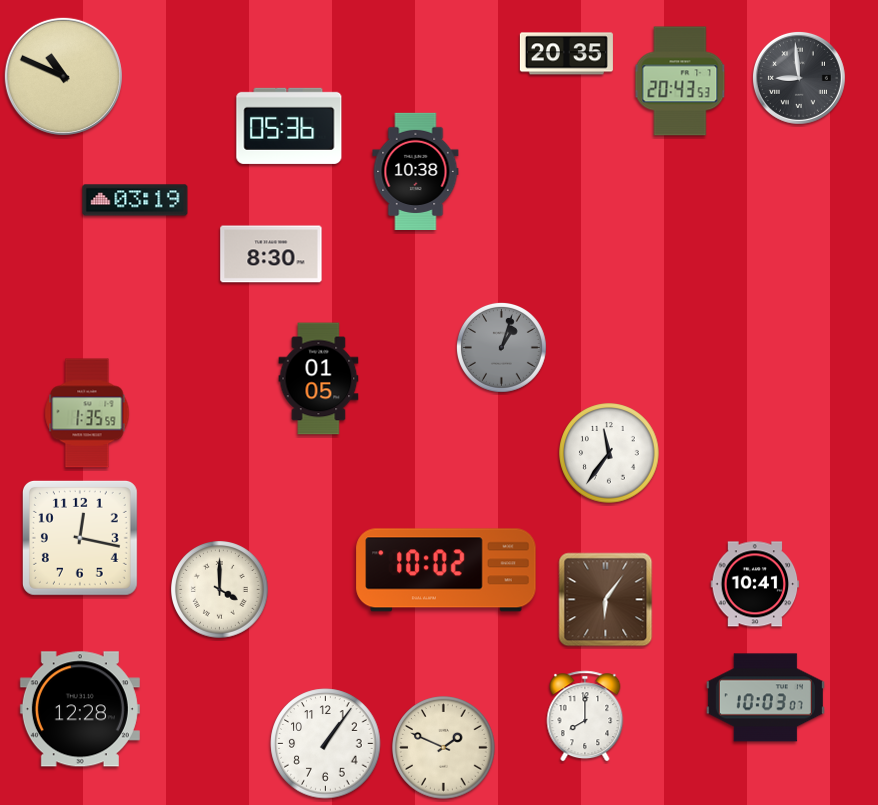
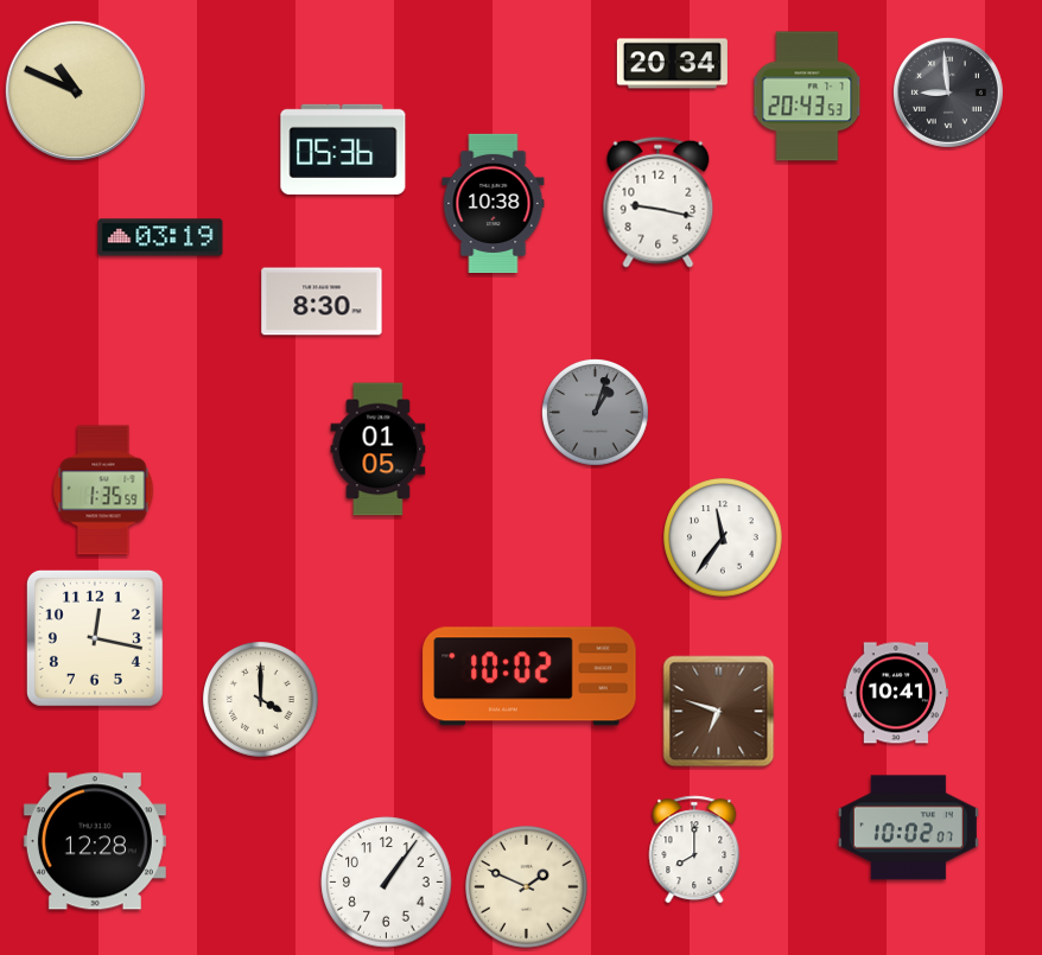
clock at (566, 54): 20:35 -> 20:34
clock at (659, 202): none -> 9:17
clock at (606, 600): 6:06 -> 6:48
clock at (765, 698): 10:03 -> 10:02
